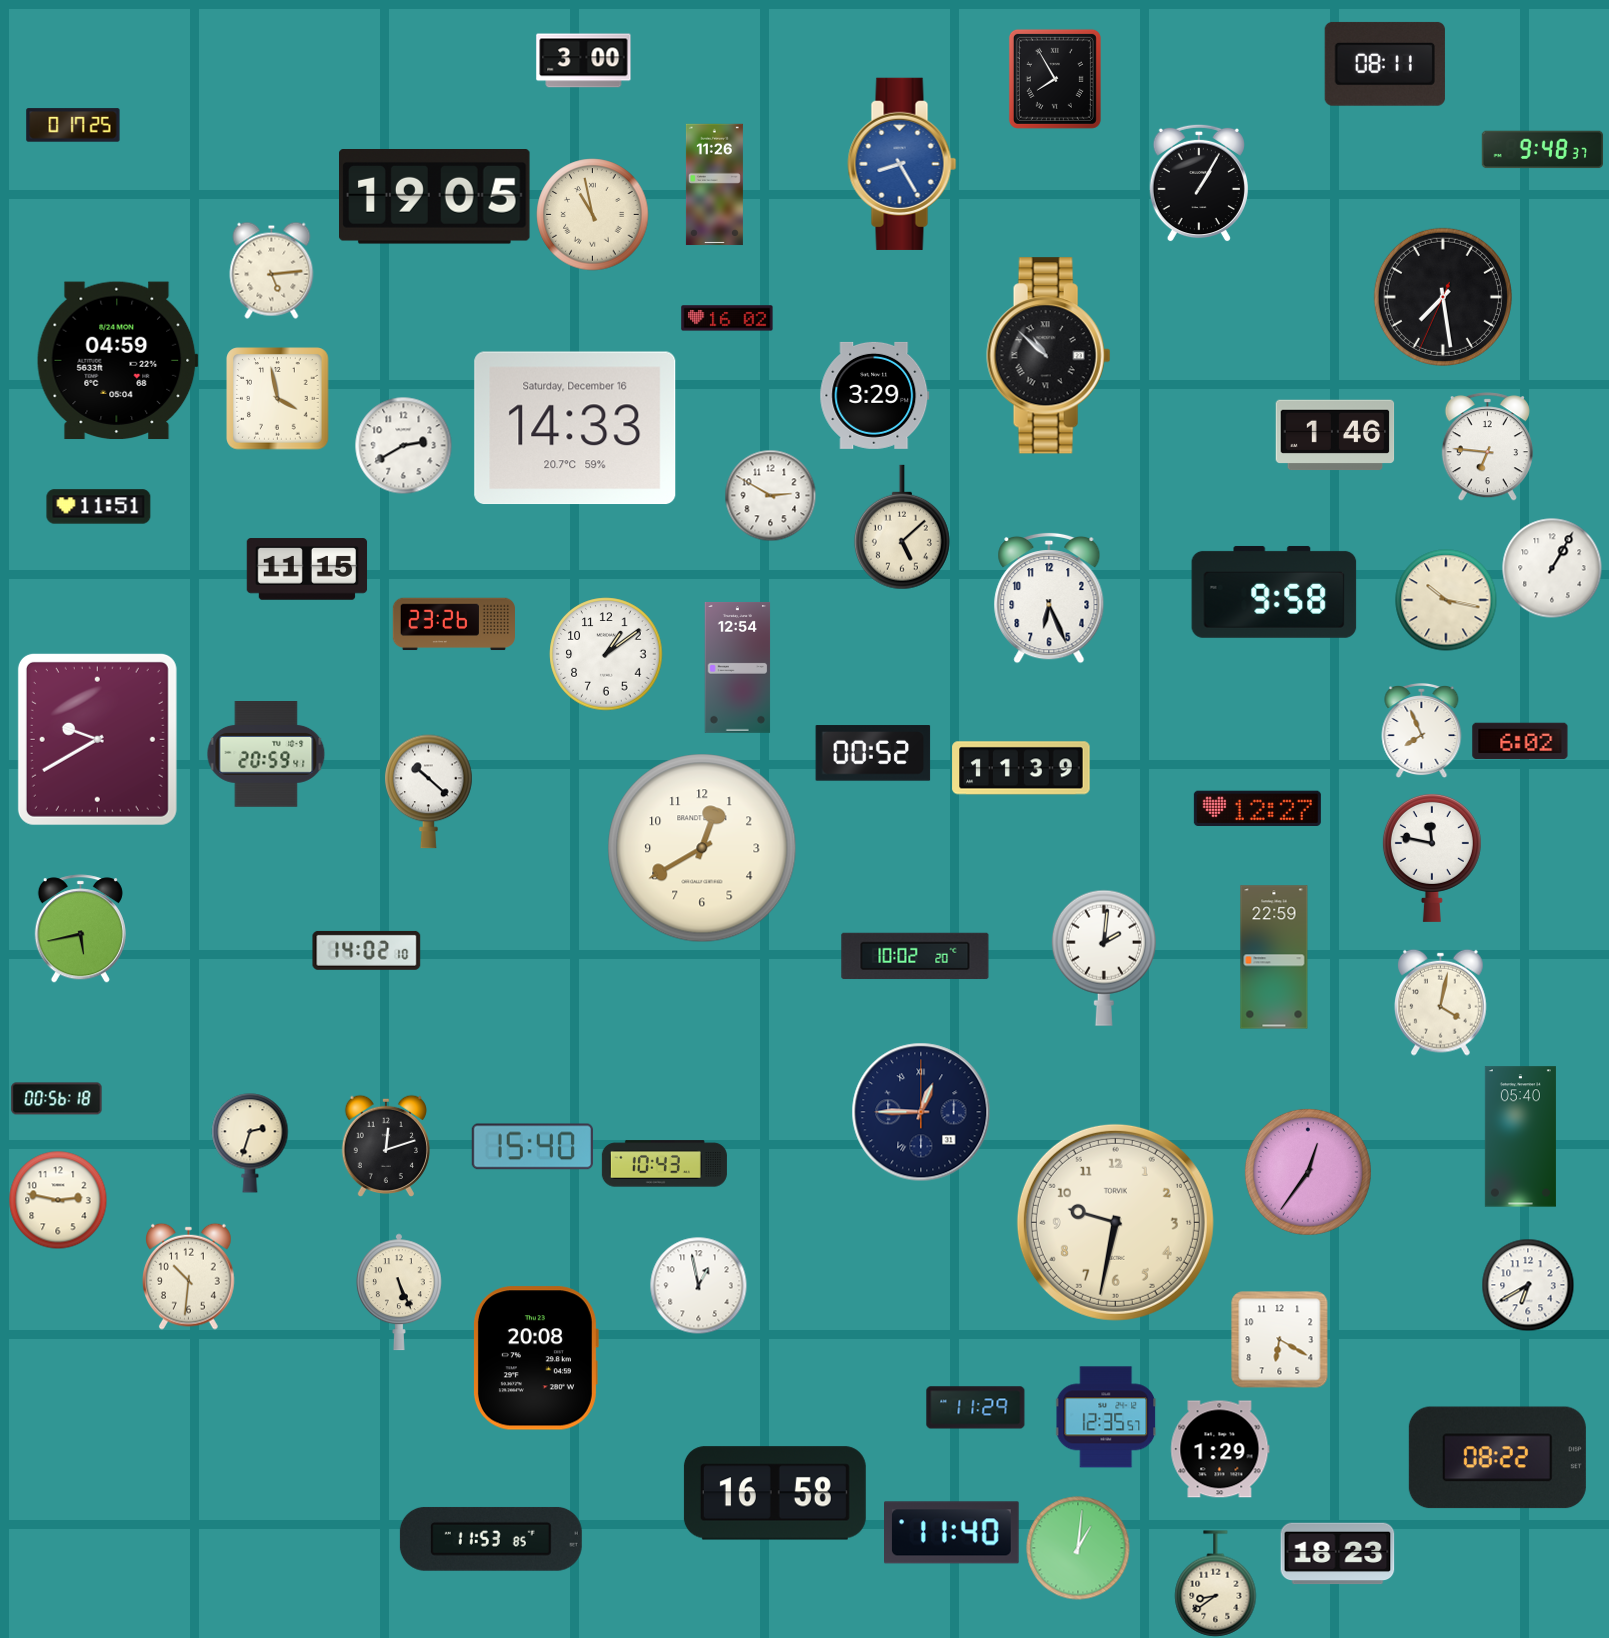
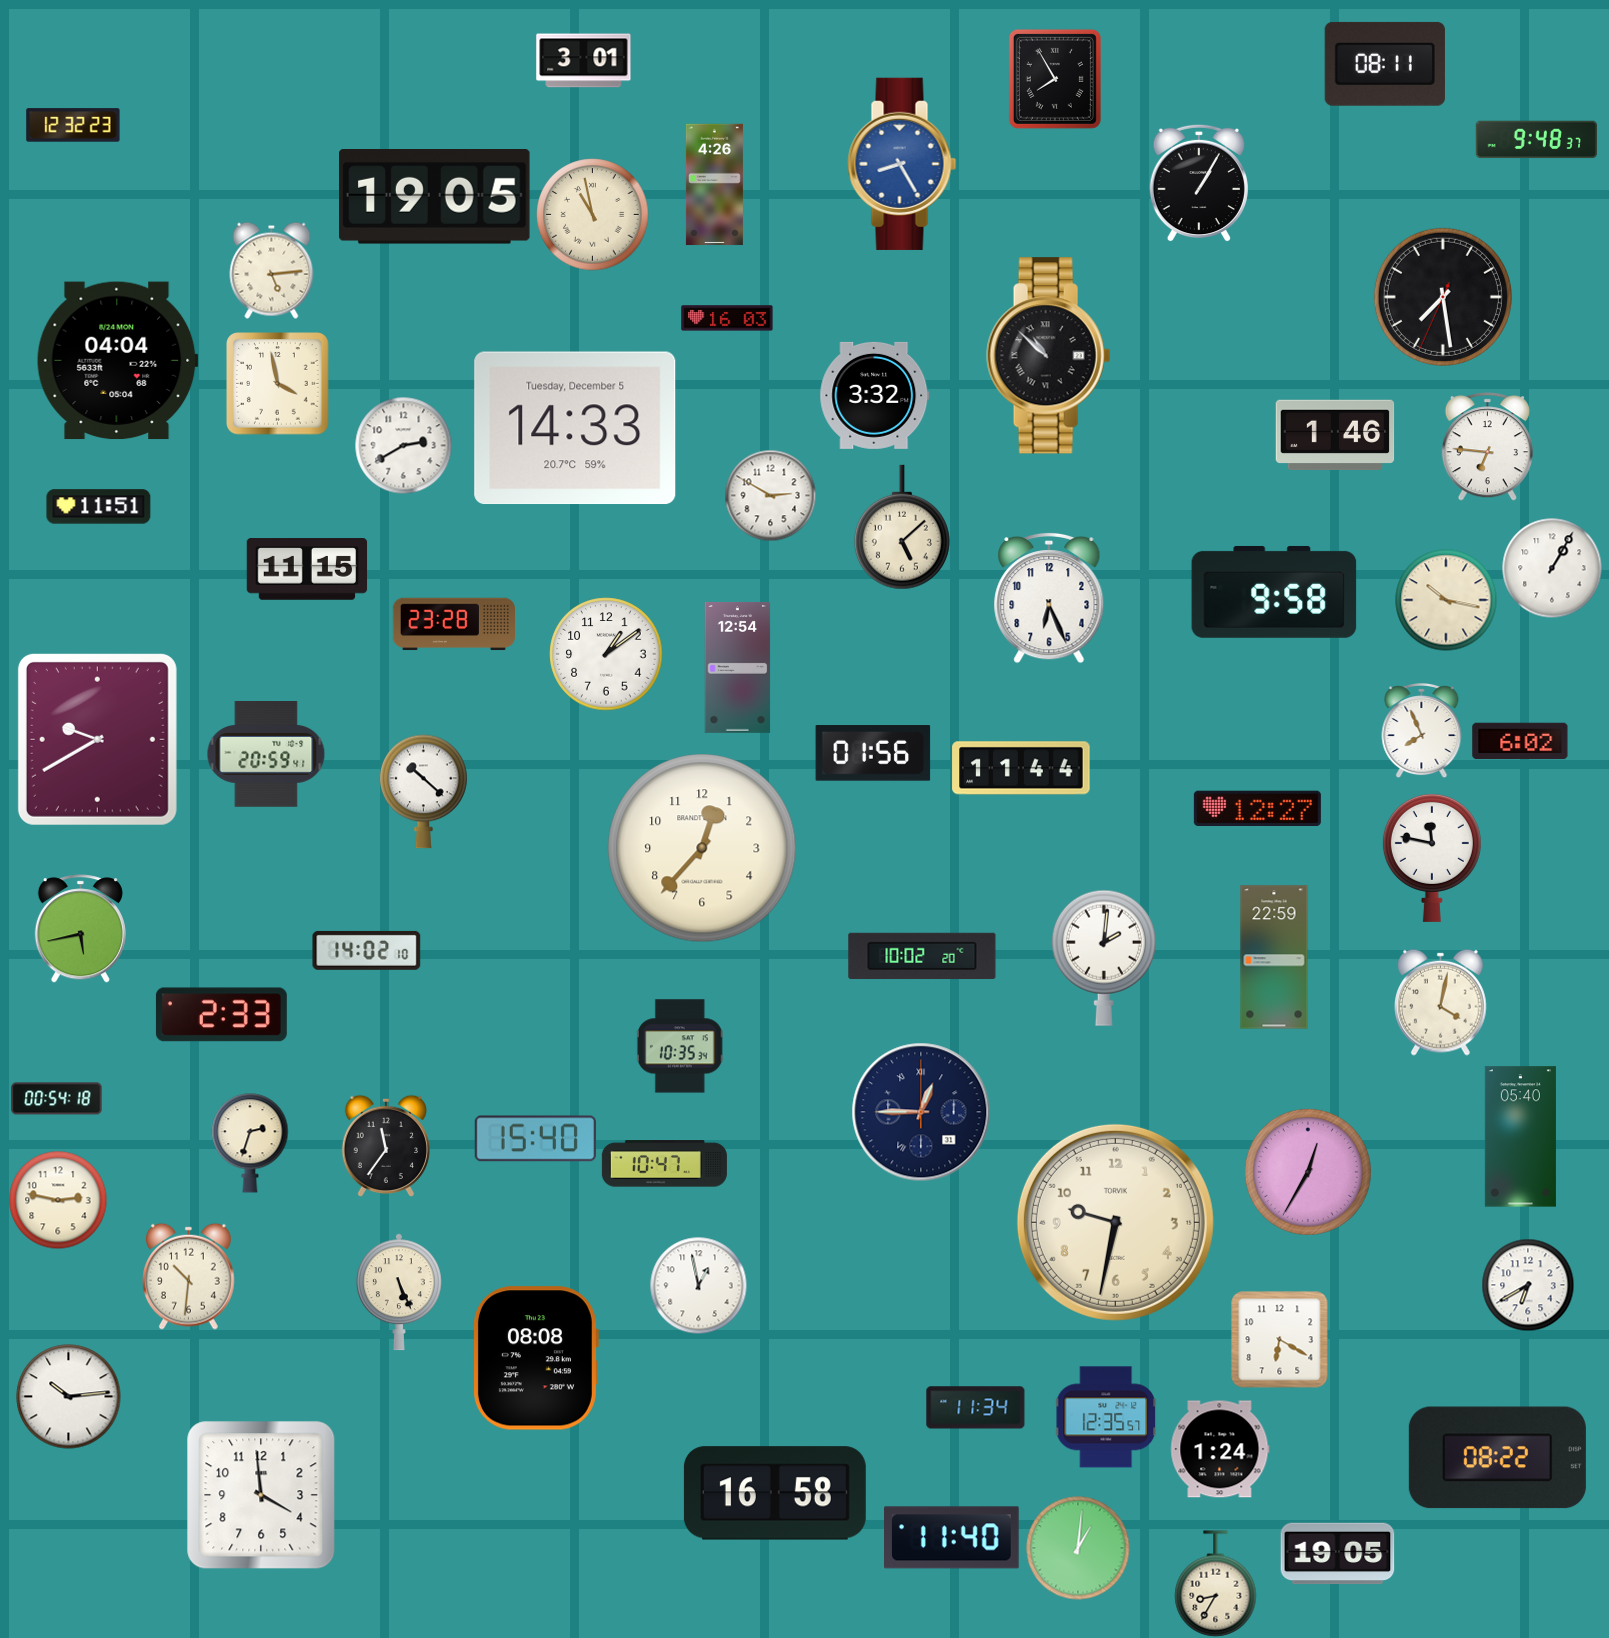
clock at (584, 61): 3:00 -> 3:01
clock at (73, 125): 0:17 -> 12:32
clock at (1542, 150) position: (1542, 150) -> (1536, 140)
clock at (714, 185): 11:26 -> 4:26
clock at (727, 318): 16:02 -> 16:03
clock at (117, 361): 04:59 -> 04:04
clock at (875, 395): 3:29 -> 3:32
clock at (278, 399) position: (278, 399) -> (278, 384)
clock at (575, 428) date: Saturday, December 16 -> Tuesday, December 5
clock at (453, 624): 23:26 -> 23:28
clock at (873, 753): 00:52 -> 01:56
clock at (1021, 768): 11:39 -> 11:44
clock at (429, 792) position: (429, 792) -> (424, 792)
clock at (702, 848): 12:40 -> 12:37
clock at (915, 956) position: (915, 956) -> (922, 956)
clock at (221, 1015): none -> 2:33
clock at (680, 1046): none -> 10:35
clock at (57, 1099): 00:56 -> 00:54
clock at (386, 1145): 12:12 -> 11:36
clock at (532, 1147) position: (532, 1147) -> (535, 1139)
clock at (664, 1164): 10:43 -> 10:47
clock at (1308, 1172): 12:36 -> 12:35
clock at (535, 1358): 20:08 -> 08:08
clock at (69, 1397): none -> 10:14
clock at (976, 1408): 11:29 -> 11:34
clock at (1220, 1449): 1:29 -> 1:24
clock at (261, 1495): none -> 3:59
clock at (952, 1533) position: (952, 1533) -> (952, 1538)
clock at (491, 1539): 11:53 -> none
clock at (1338, 1554): 18:23 -> 19:05
clock at (1216, 1584): 8:39 -> 8:35
